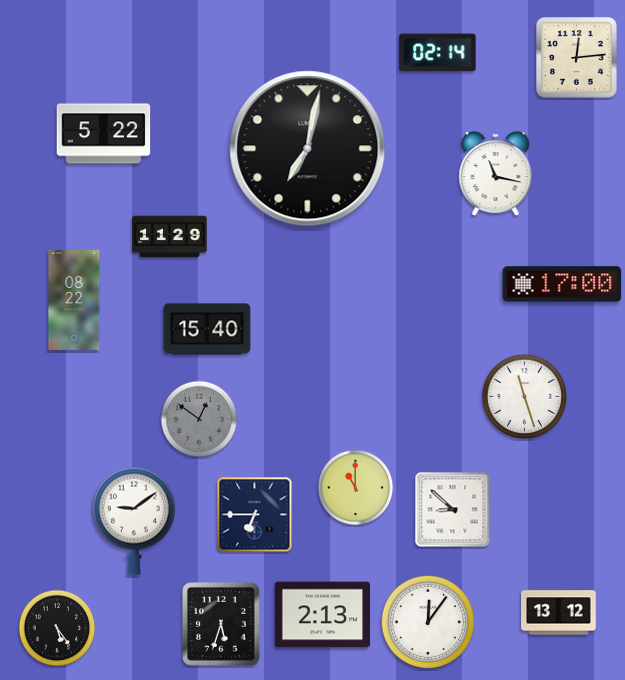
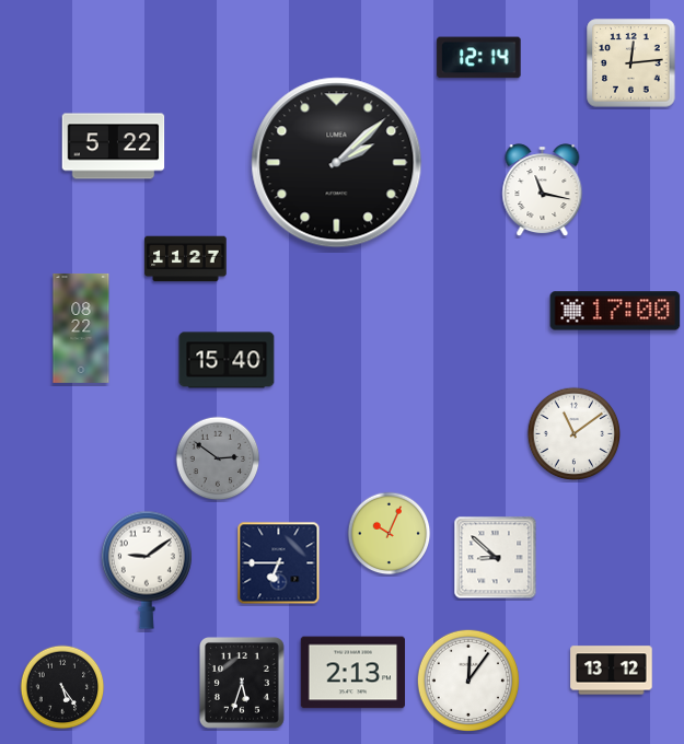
clock at (438, 53): 02:14 -> 12:14
clock at (308, 149): 7:02 -> 2:08
clock at (170, 237): 11:29 -> 11:27
clock at (525, 397): 11:27 -> 11:09
clock at (199, 419): 12:51 -> 2:51
clock at (356, 488): 11:00 -> 10:04
